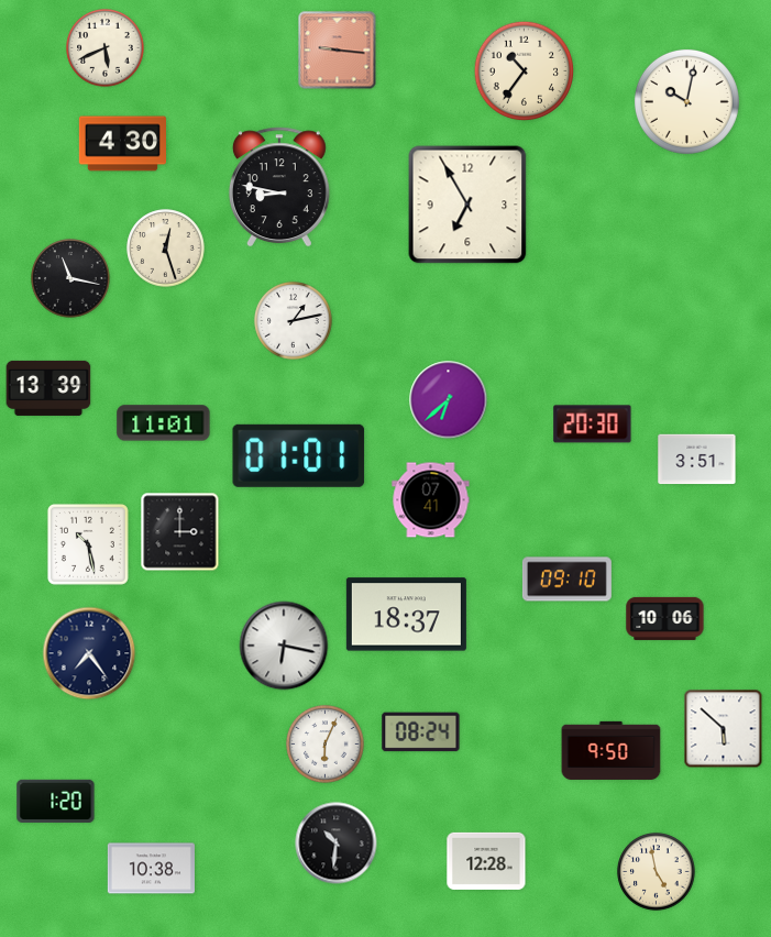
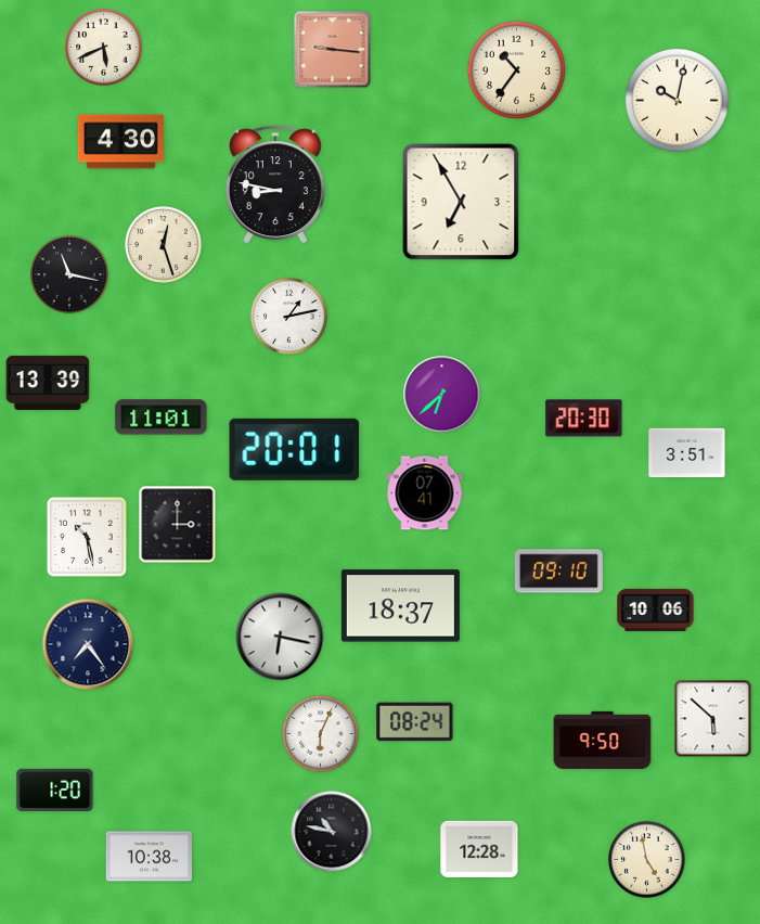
clock at (299, 455): 01:01 -> 20:01
clock at (337, 844): 10:31 -> 10:47
